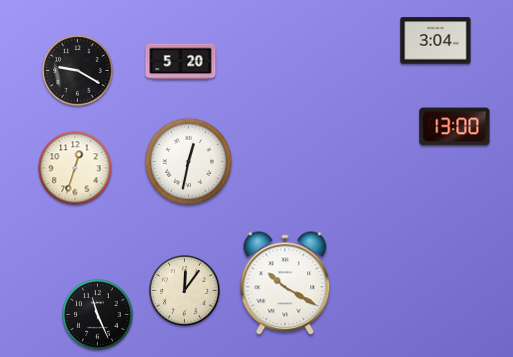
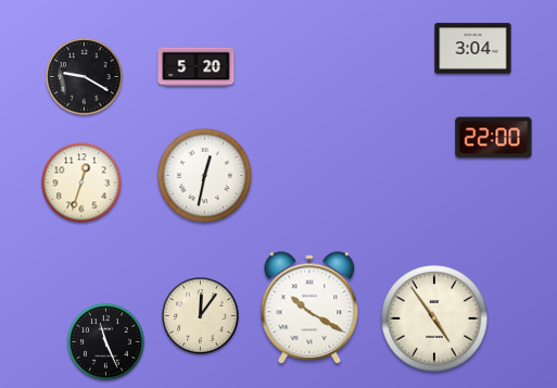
clock at (436, 41) position: (436, 41) -> (473, 49)
clock at (455, 127): 13:00 -> 22:00
clock at (434, 318): none -> 4:54
